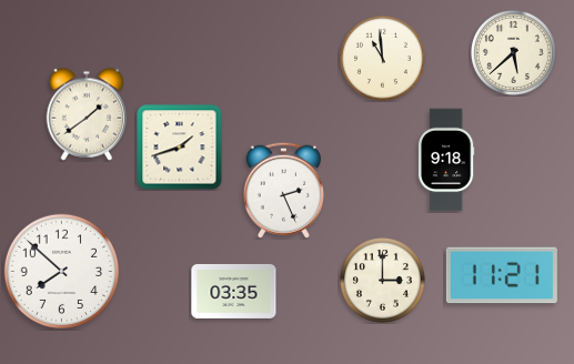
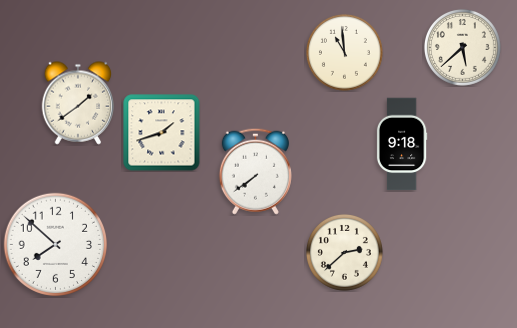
clock at (283, 190): 2:26 -> 7:39
clock at (502, 275): 11:21 -> none
clock at (382, 280): 3:00 -> 2:38
clock at (234, 291): 03:35 -> none
